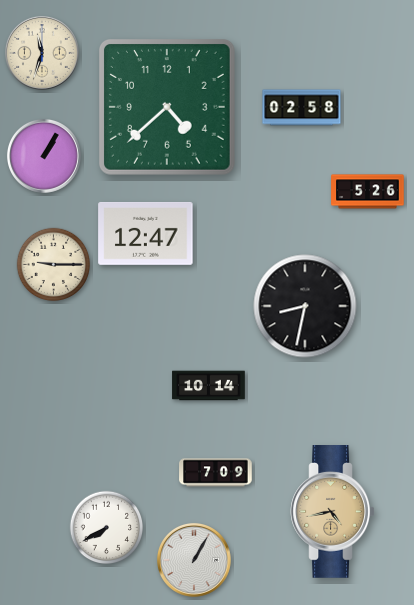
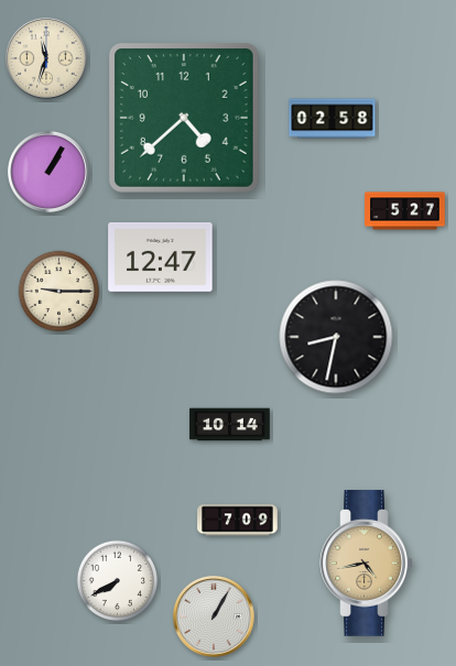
clock at (368, 192): 5:26 -> 5:27
